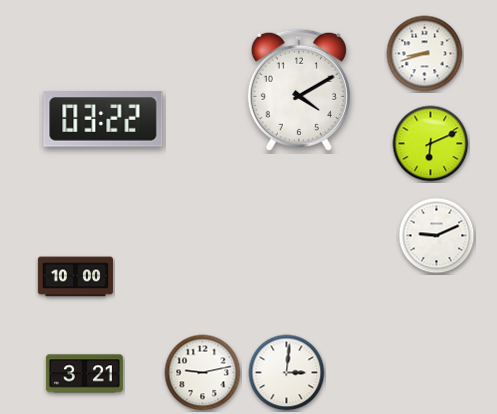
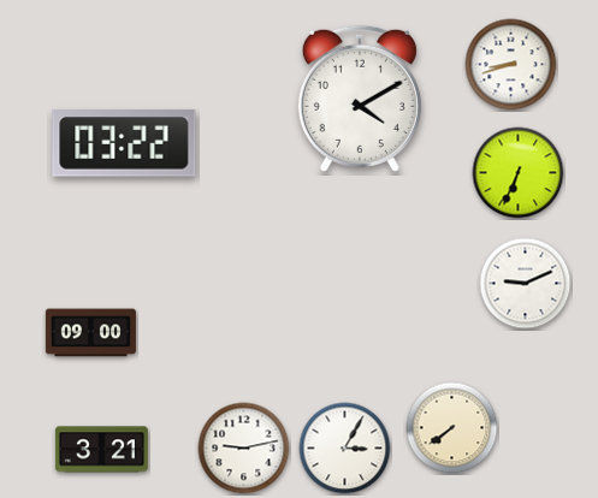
clock at (299, 90) position: (299, 90) -> (360, 99)
clock at (431, 144): 6:11 -> 6:34
clock at (75, 277): 10:00 -> 09:00
clock at (452, 428): none -> 7:39
clock at (287, 373): 3:01 -> 3:05
